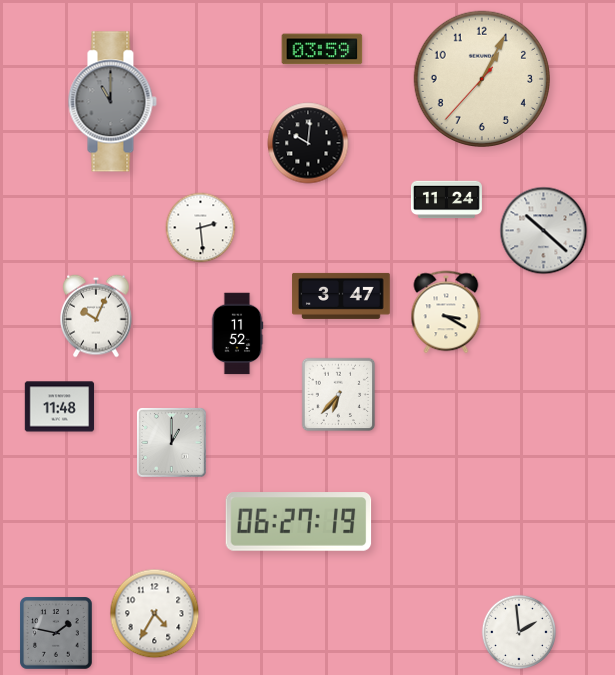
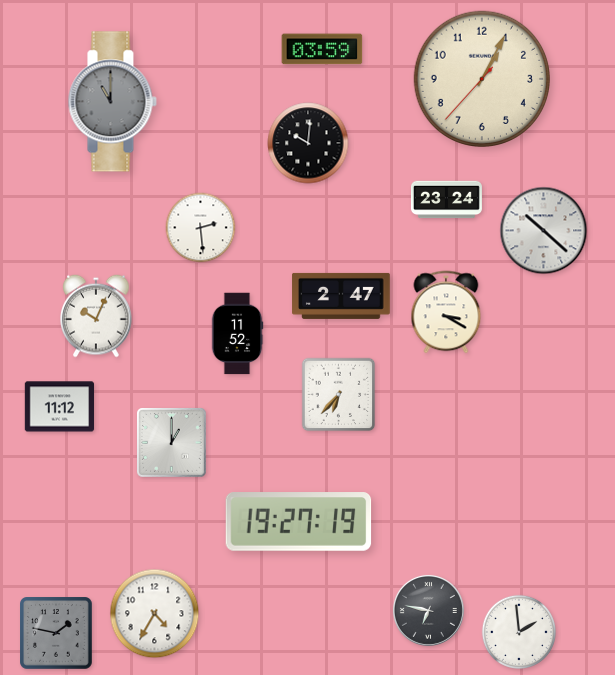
clock at (446, 200): 11:24 -> 23:24
clock at (341, 296): 3:47 -> 2:47
clock at (60, 407): 11:48 -> 11:12
clock at (299, 522): 06:27 -> 19:27
clock at (428, 610): none -> 6:47
